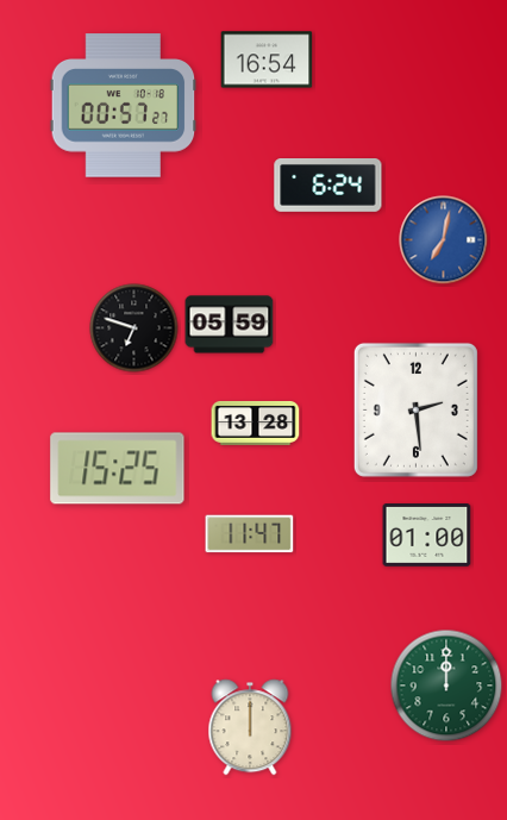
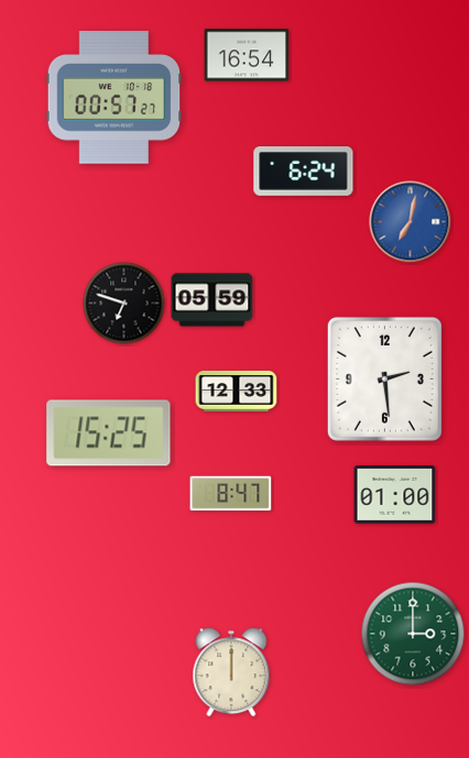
clock at (256, 422): 13:28 -> 12:33
clock at (250, 534): 11:47 -> 8:47
clock at (446, 686): 12:00 -> 3:00
